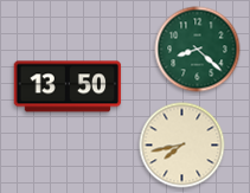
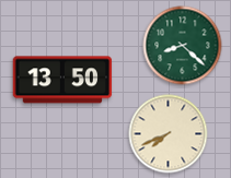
clock at (182, 146): 7:43 -> 7:41
